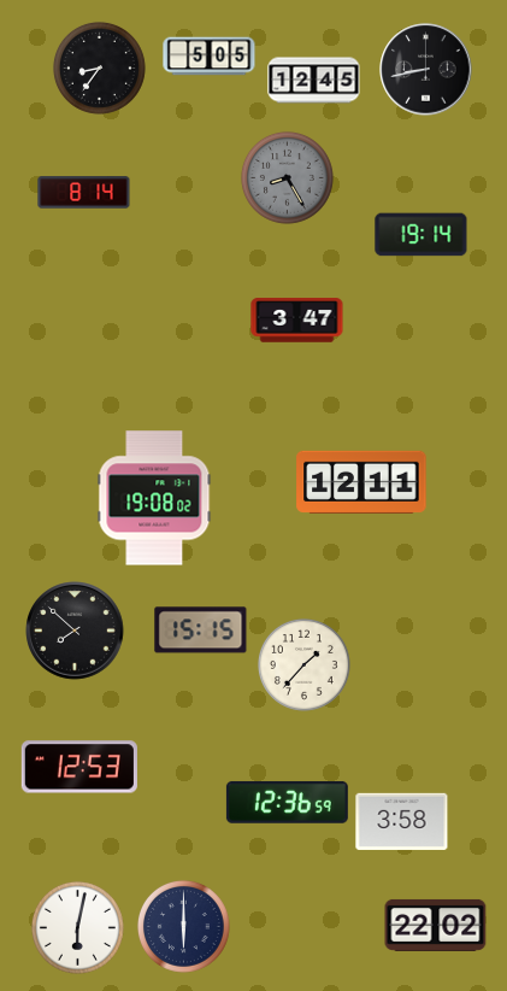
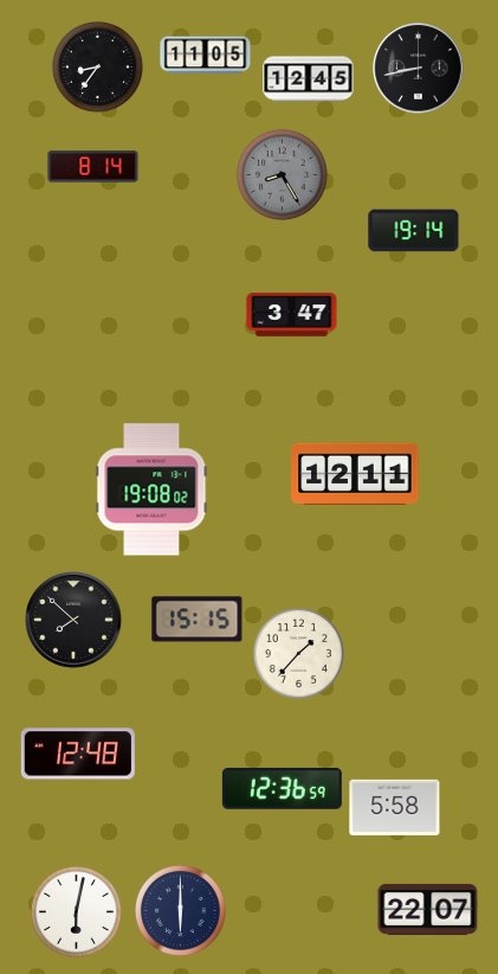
clock at (210, 57): 5:05 -> 11:05
clock at (84, 193) position: (84, 193) -> (93, 167)
clock at (79, 767): 12:53 -> 12:48
clock at (402, 821): 3:58 -> 5:58
clock at (436, 925): 22:02 -> 22:07
